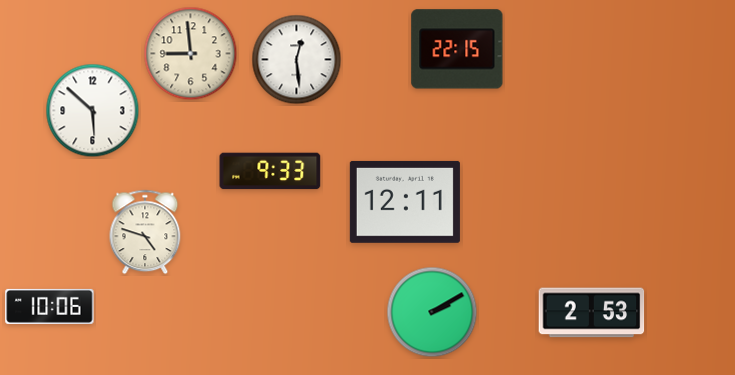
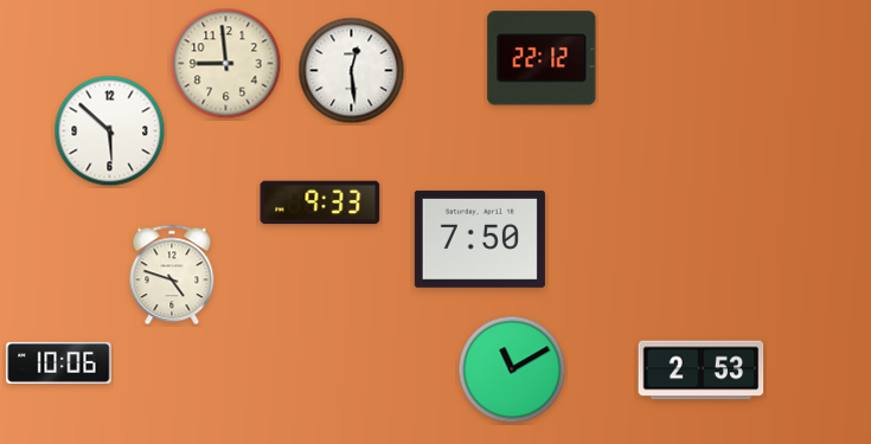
clock at (457, 49): 22:15 -> 22:12
clock at (405, 202): 12:11 -> 7:50
clock at (432, 312): 2:10 -> 11:10
